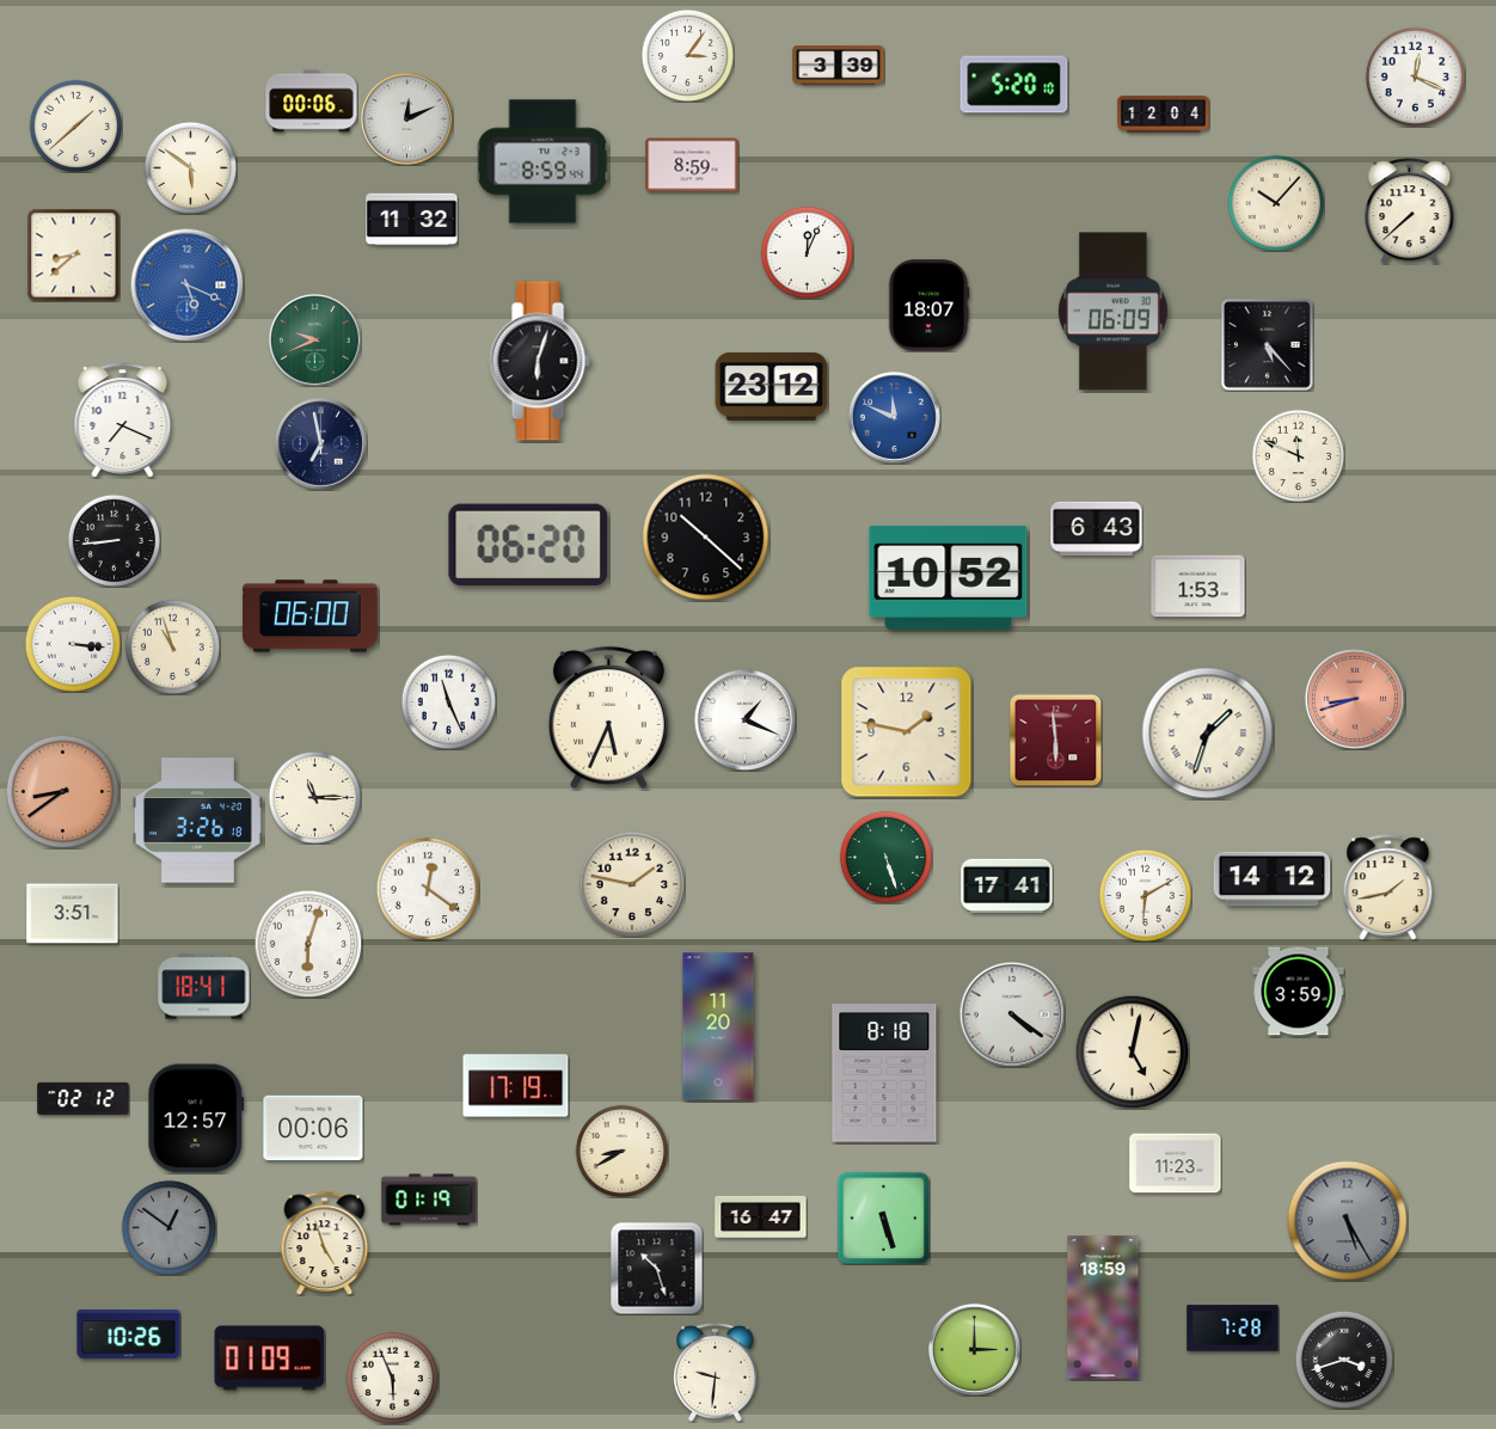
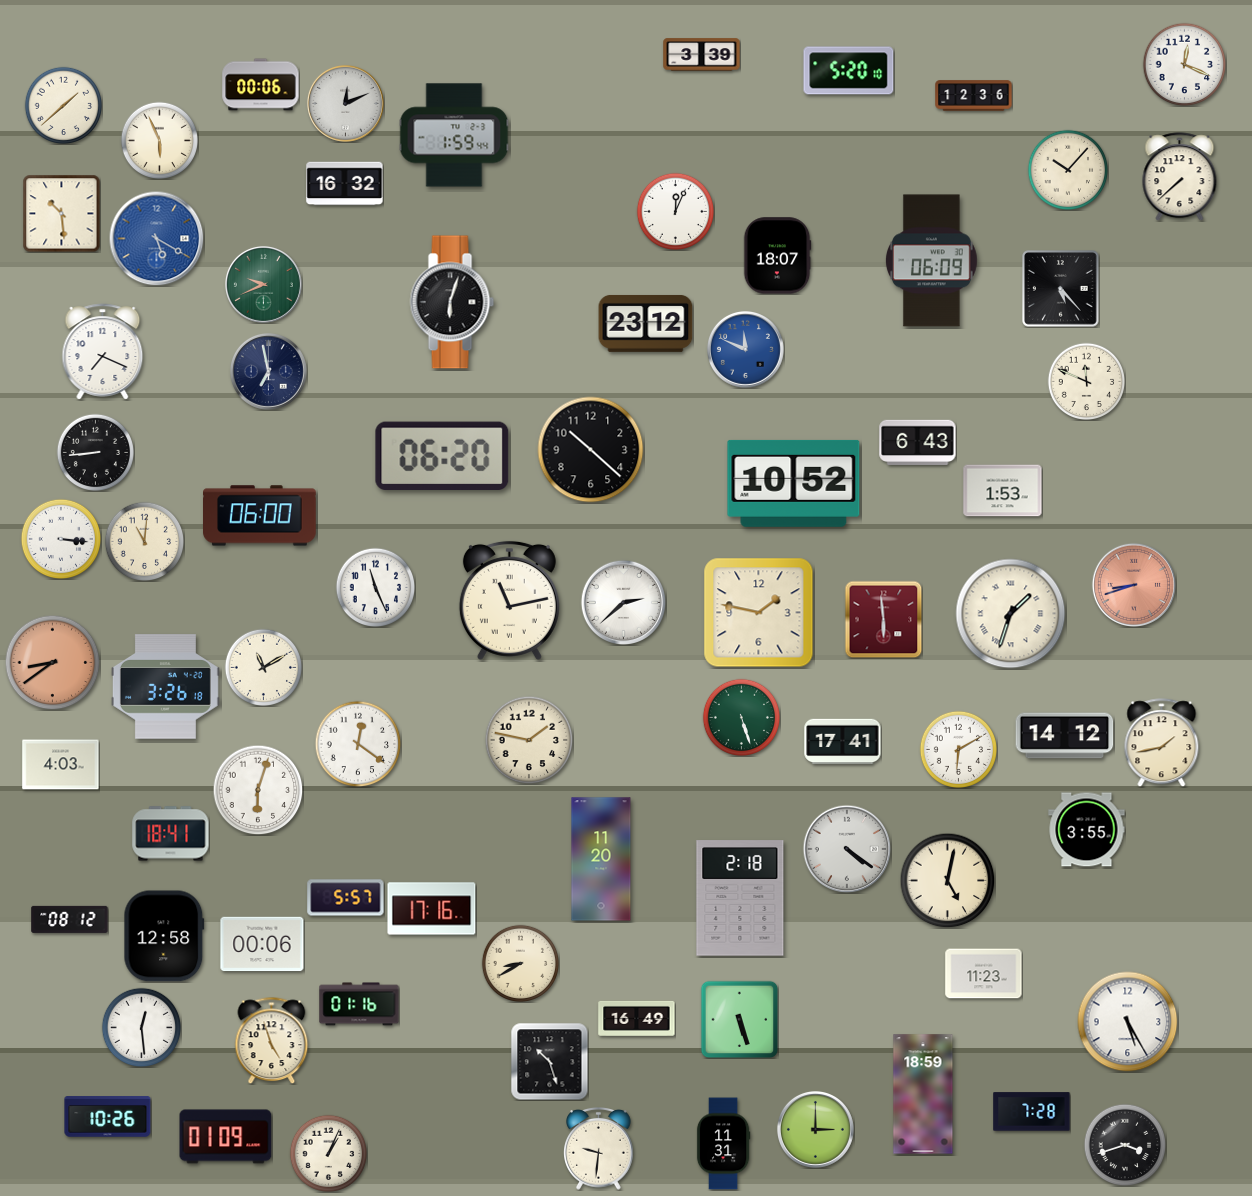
clock at (687, 55): 3:06 -> none
clock at (1164, 115): 12:04 -> 12:36
clock at (406, 118) position: (406, 118) -> (345, 103)
clock at (542, 161): 8:59 -> 1:59
clock at (692, 165): 8:59 -> none
clock at (190, 167): 5:51 -> 5:56
clock at (412, 220): 11:32 -> 16:32
clock at (73, 254): 8:38 -> 10:29
clock at (186, 284): 5:19 -> 5:20
clock at (894, 417) position: (894, 417) -> (745, 349)
clock at (172, 646): 10:57 -> 11:01
clock at (608, 717): 5:34 -> 11:13
clock at (744, 719): 1:19 -> 2:38
clock at (314, 797): 11:15 -> 11:10
clock at (73, 914): 3:51 -> 4:03
clock at (204, 987) position: (204, 987) -> (171, 834)
clock at (1299, 992): 3:59 -> 3:55
clock at (346, 898): none -> 5:57
clock at (884, 1073): 8:18 -> 2:18
clock at (516, 1086): 17:19 -> 17:16
clock at (84, 1098): 02:12 -> 08:12
clock at (196, 1118): 12:57 -> 12:58
clock at (429, 1200): 01:19 -> 01:16
clock at (761, 1216): 16:47 -> 16:49
clock at (1348, 1221) dial: grey -> white
clock at (168, 1227): 12:51 -> 12:29
clock at (168, 1227) dial: grey -> white
clock at (1344, 1360) position: (1344, 1360) -> (1125, 1145)
clock at (723, 1144): none -> 11:31
clock at (392, 1378): 5:56 -> 1:04
